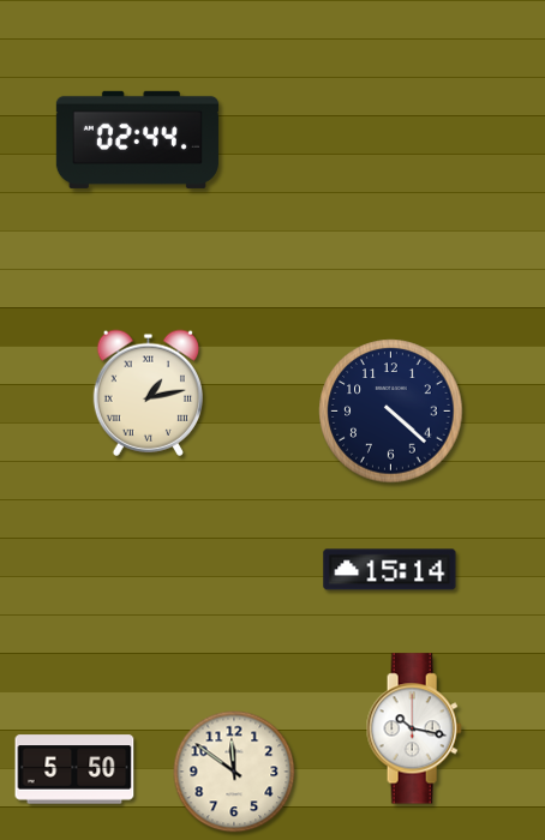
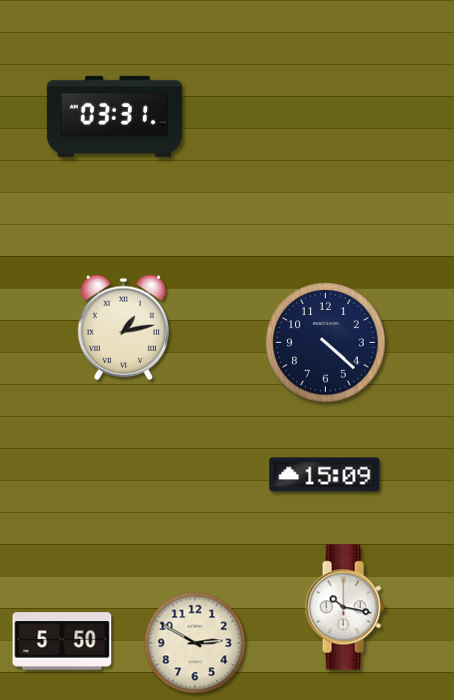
clock at (137, 139): 02:44 -> 03:31
clock at (390, 570): 15:14 -> 15:09
clock at (234, 772): 11:51 -> 2:50
